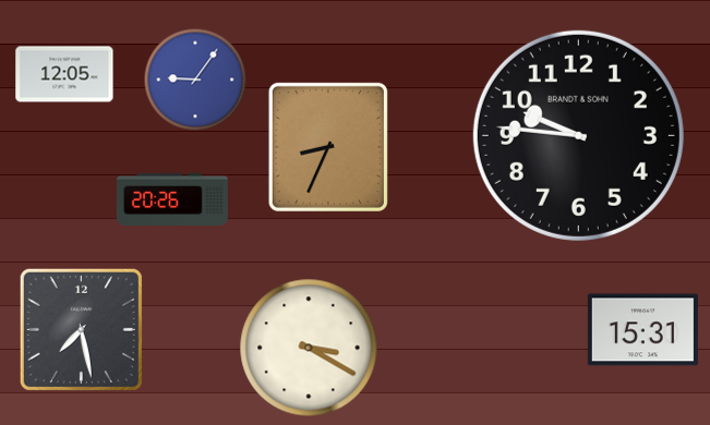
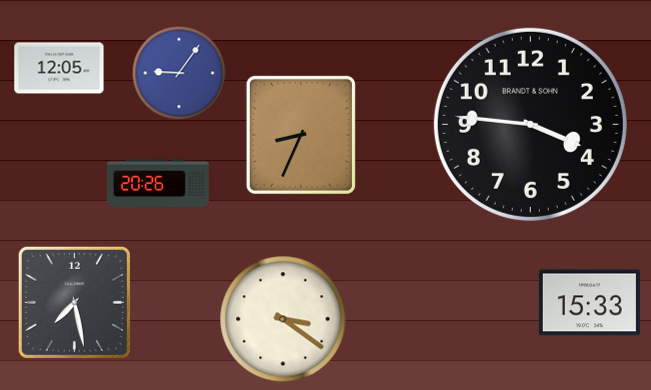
clock at (578, 135): 9:46 -> 3:46
clock at (642, 330): 15:31 -> 15:33
clock at (309, 348): 3:20 -> 3:21
